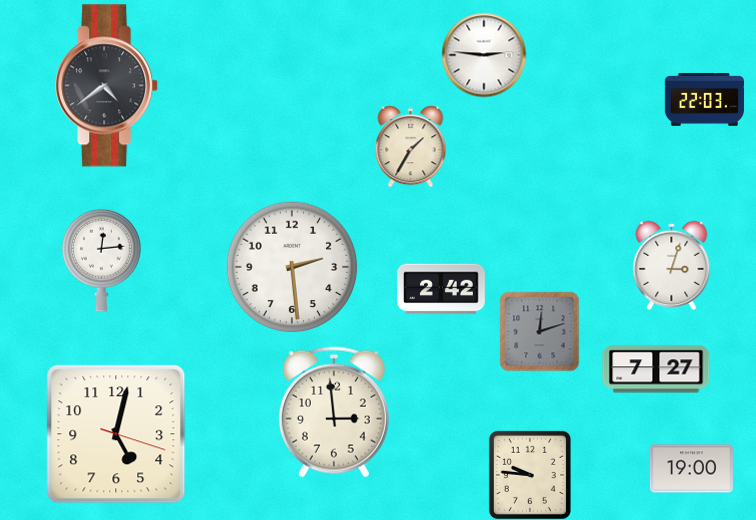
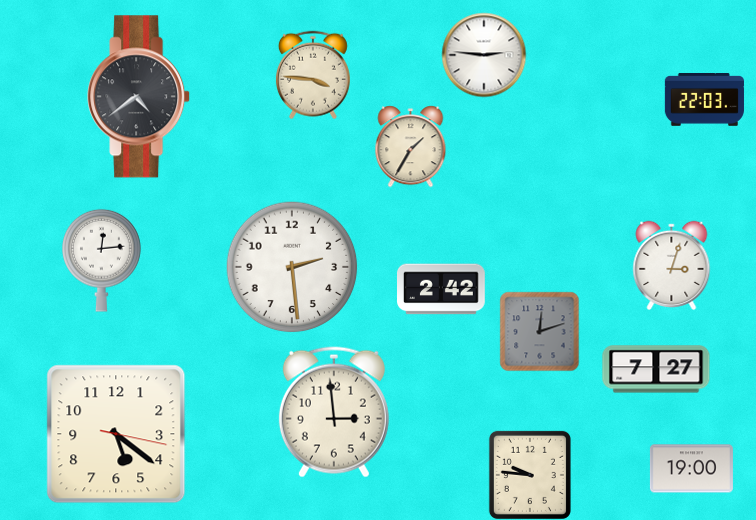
clock at (313, 75): none -> 3:46
clock at (107, 86) position: (107, 86) -> (139, 97)
clock at (116, 434): 5:02 -> 5:21
